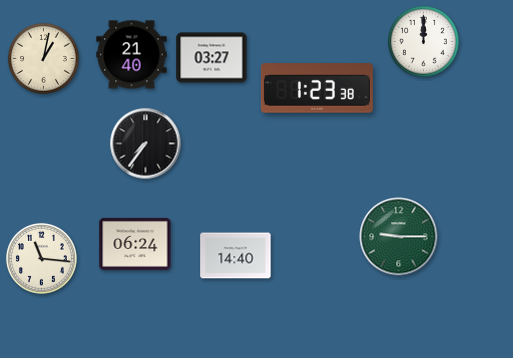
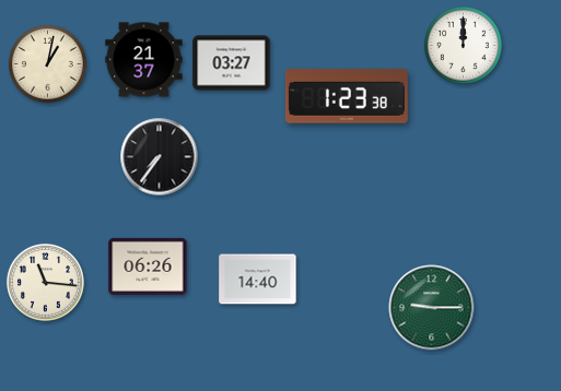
clock at (132, 55): 21:40 -> 21:37
clock at (399, 237) position: (399, 237) -> (432, 308)
clock at (135, 244): 06:24 -> 06:26
